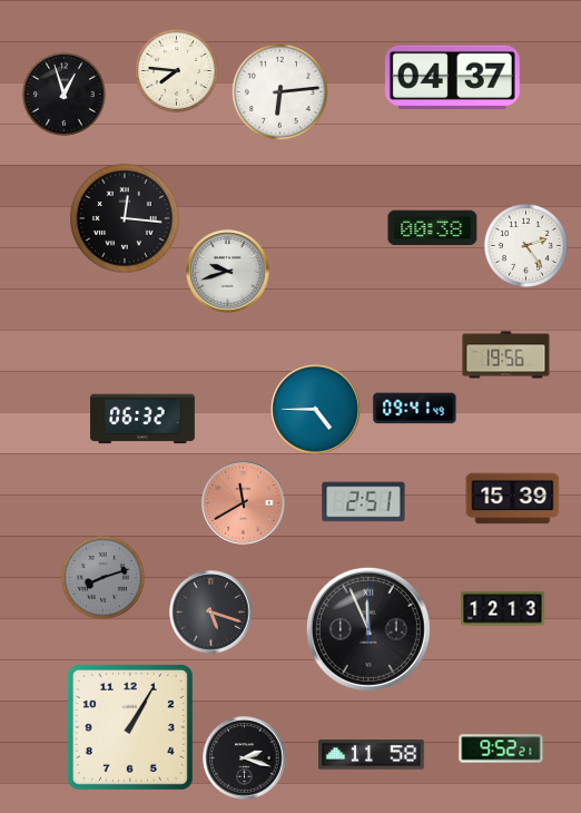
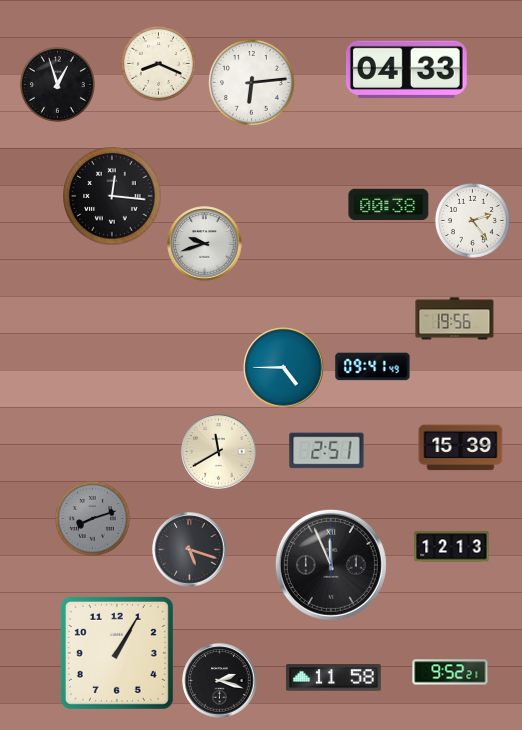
clock at (176, 70): 7:46 -> 8:19
clock at (452, 77): 04:37 -> 04:33
clock at (144, 419): 06:32 -> none
clock at (244, 503) dial: salmon -> cream
